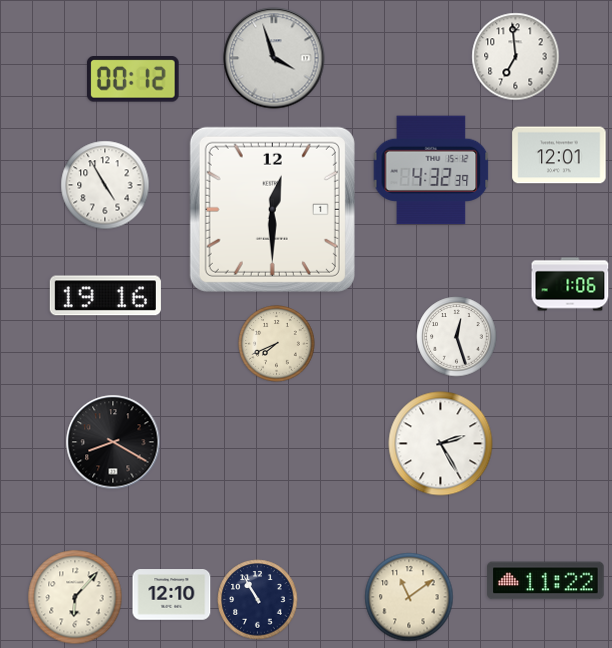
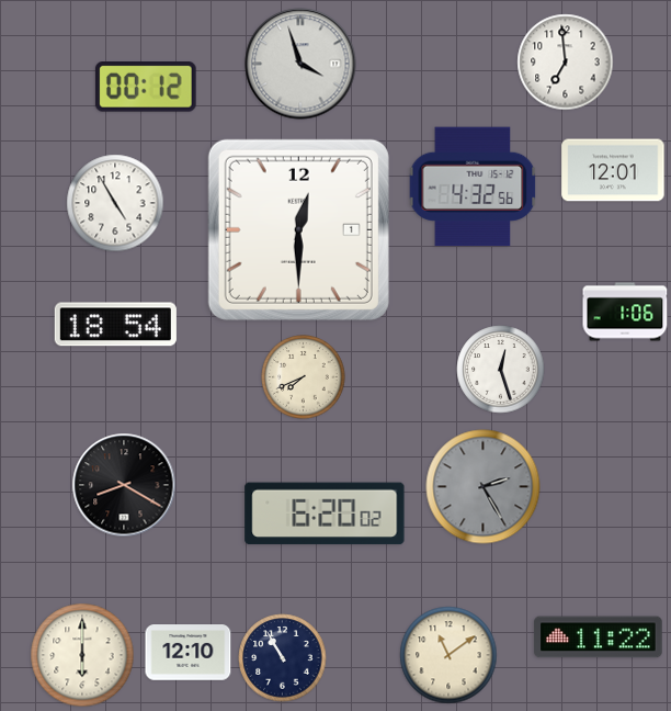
clock at (431, 170): 4:32:39 -> 4:32:56
clock at (105, 296): 19:16 -> 18:54
clock at (441, 444) dial: white -> grey
clock at (325, 513): none -> 6:20
clock at (75, 597): 6:07 -> 6:00
